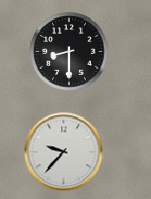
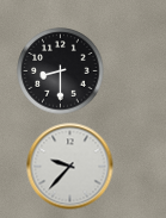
clock at (70, 52) position: (70, 52) -> (61, 71)
